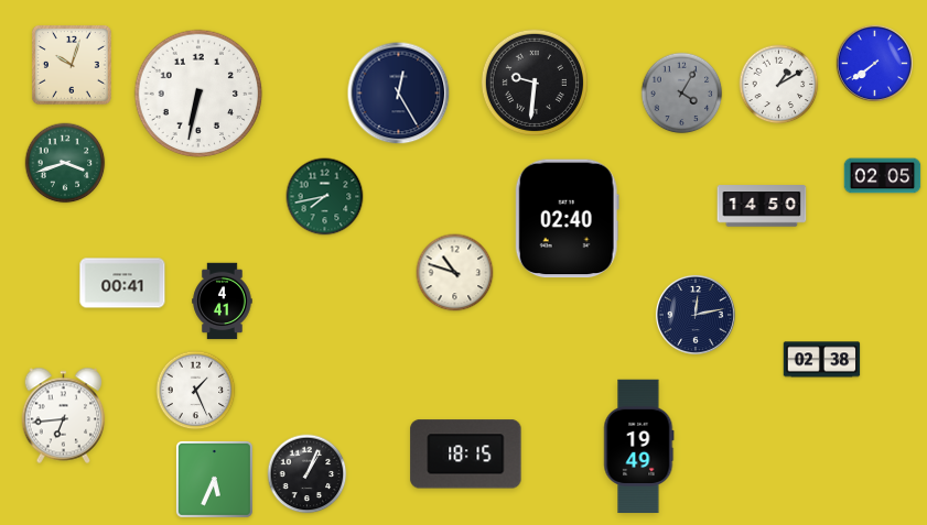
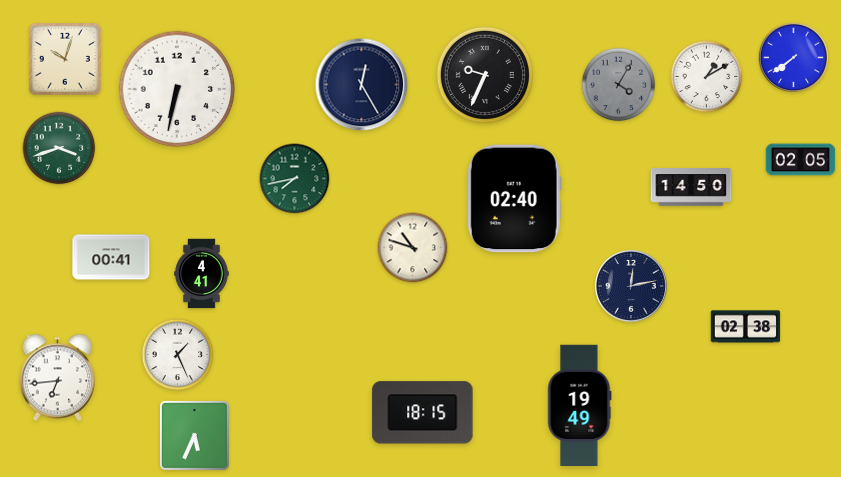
clock at (535, 83): 9:31 -> 9:34
clock at (198, 94) position: (198, 94) -> (177, 89)
clock at (308, 474): 1:04 -> none
